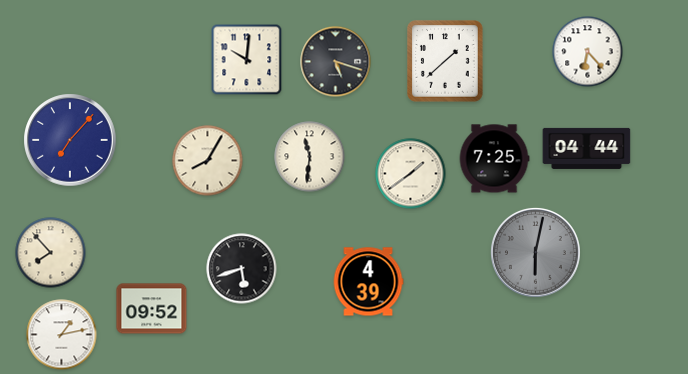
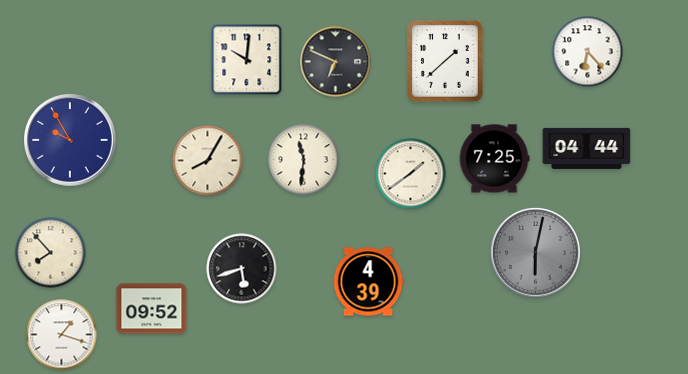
clock at (336, 62): 5:18 -> 6:49
clock at (70, 140): 7:07 -> 9:55
clock at (310, 157) position: (310, 157) -> (304, 160)
clock at (62, 335): 1:13 -> 1:18
